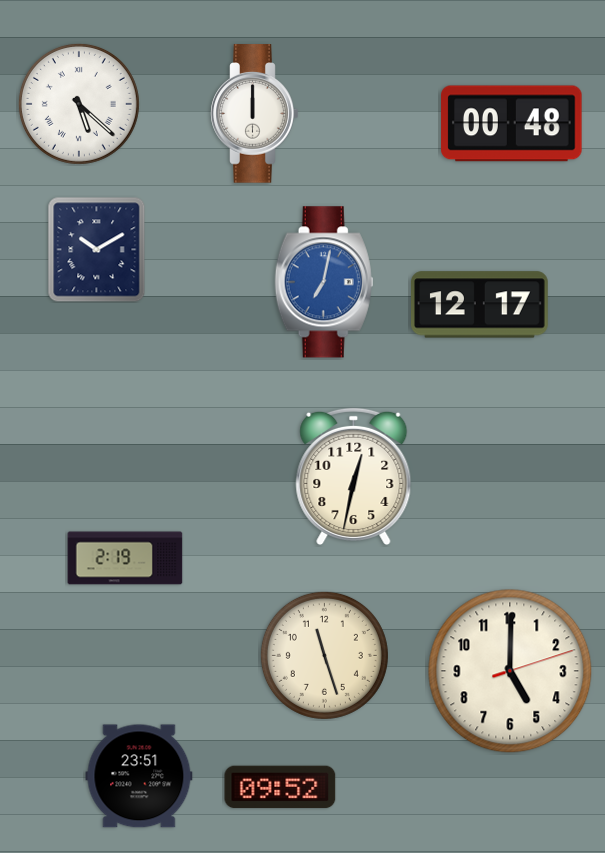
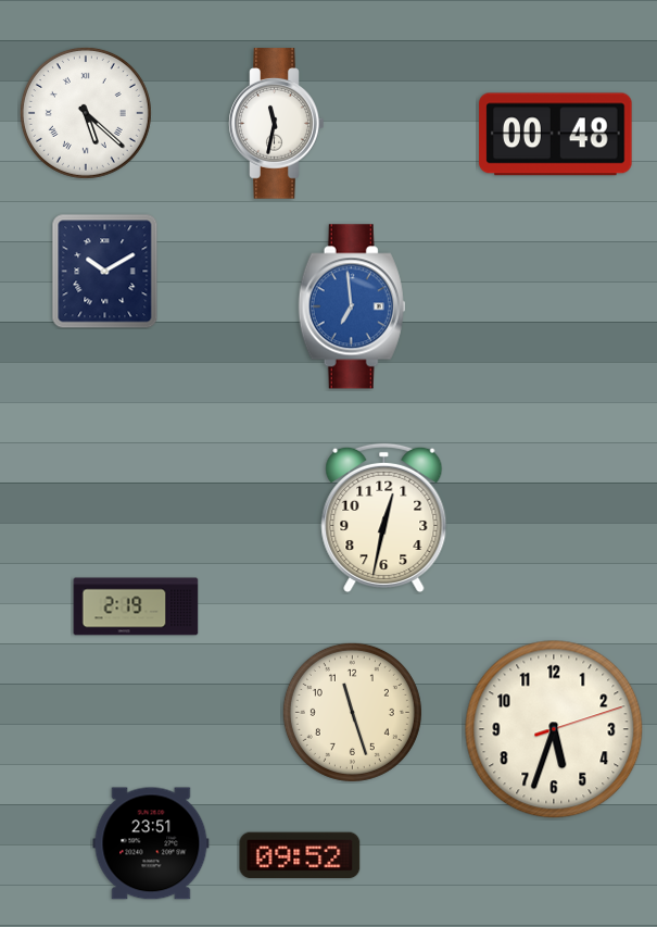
clock at (255, 114): 12:00 -> 11:32
clock at (324, 282): 7:02 -> 6:59
clock at (480, 305): 12:17 -> none
clock at (510, 671): 5:00 -> 5:33
clock at (280, 787) position: (280, 787) -> (300, 855)
